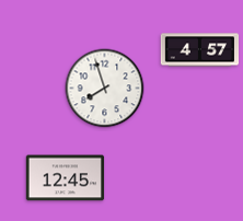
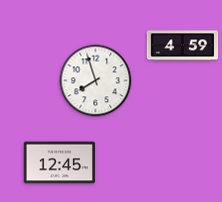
clock at (200, 50): 4:57 -> 4:59
